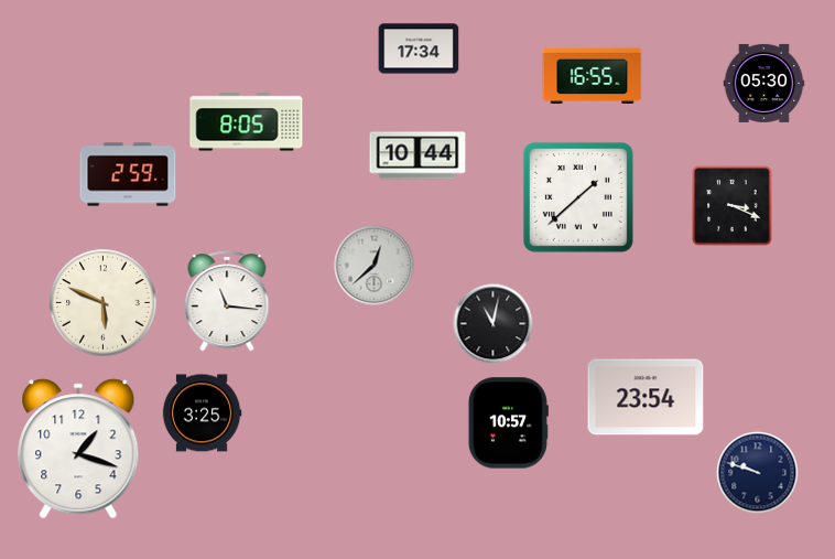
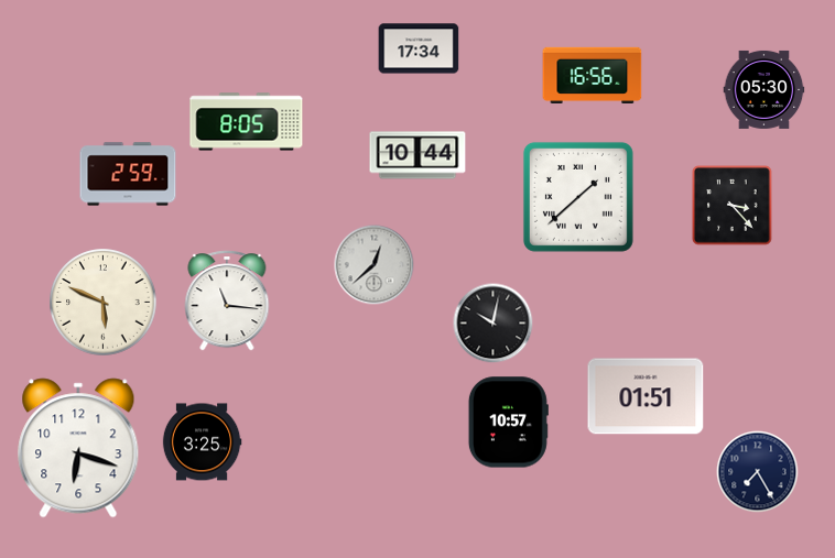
clock at (593, 75): 16:55 -> 16:56
clock at (764, 83) position: (764, 83) -> (764, 89)
clock at (733, 206): 3:19 -> 3:23
clock at (494, 324): 11:02 -> 10:02
clock at (646, 397): 23:54 -> 01:51
clock at (202, 413) position: (202, 413) -> (202, 442)
clock at (78, 449): 1:18 -> 6:18
clock at (758, 473): 9:48 -> 7:25
